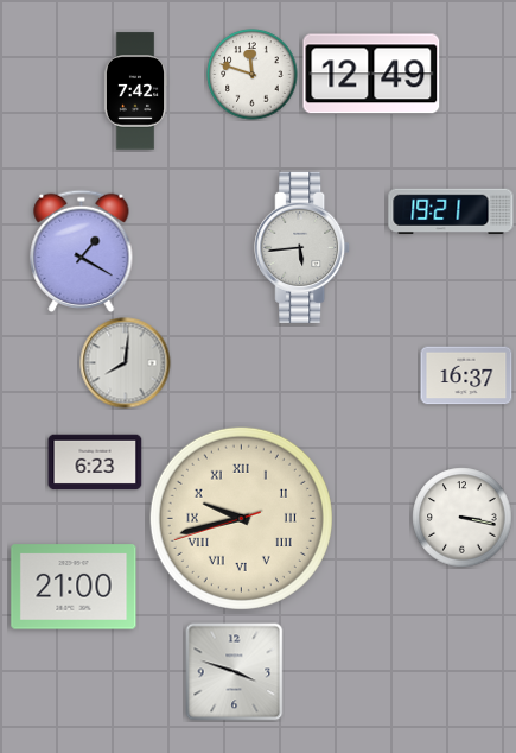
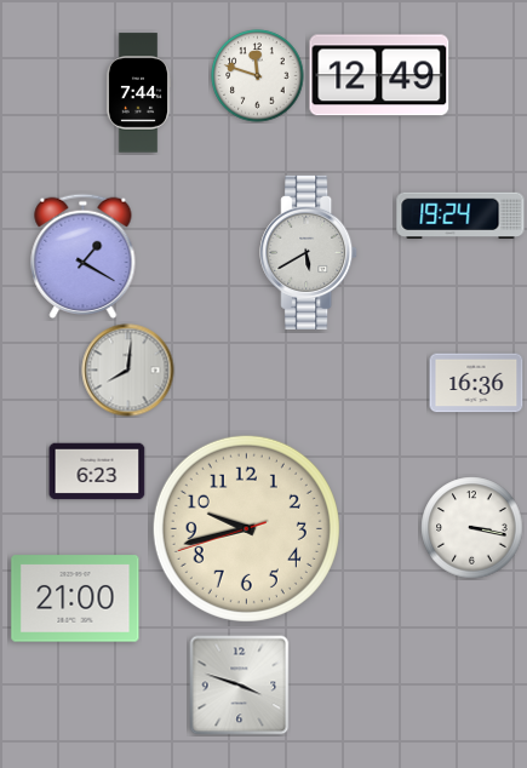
clock at (135, 91): 7:42 -> 7:44
clock at (451, 211): 19:21 -> 19:24
clock at (302, 247): 5:44 -> 5:40
clock at (466, 375): 16:37 -> 16:36
clock at (241, 518) numerals: Roman -> Arabic
